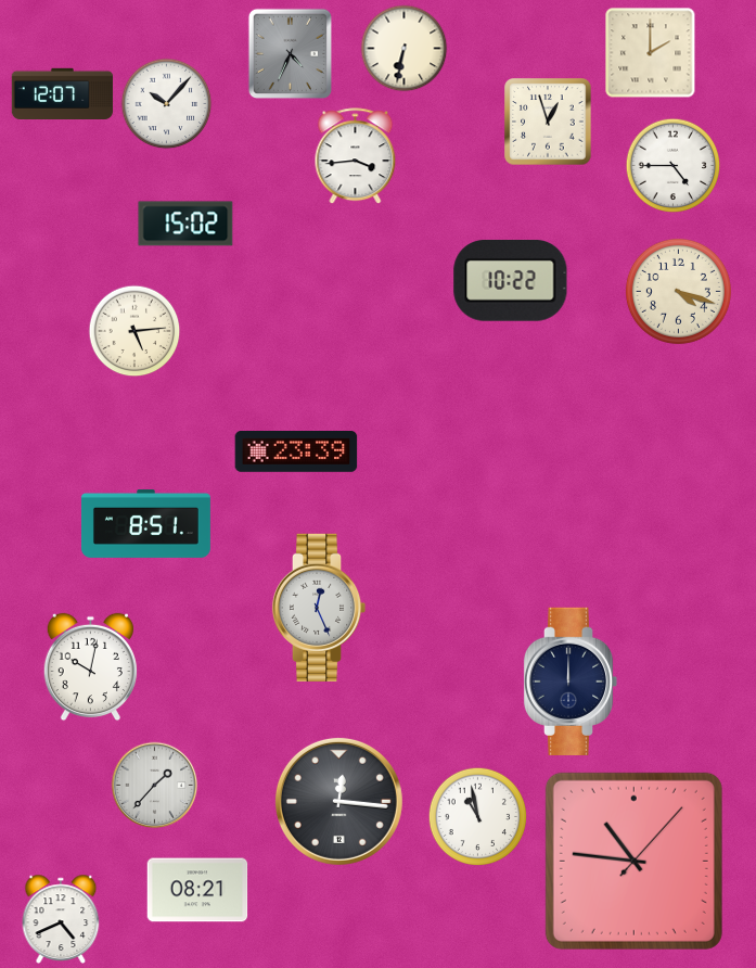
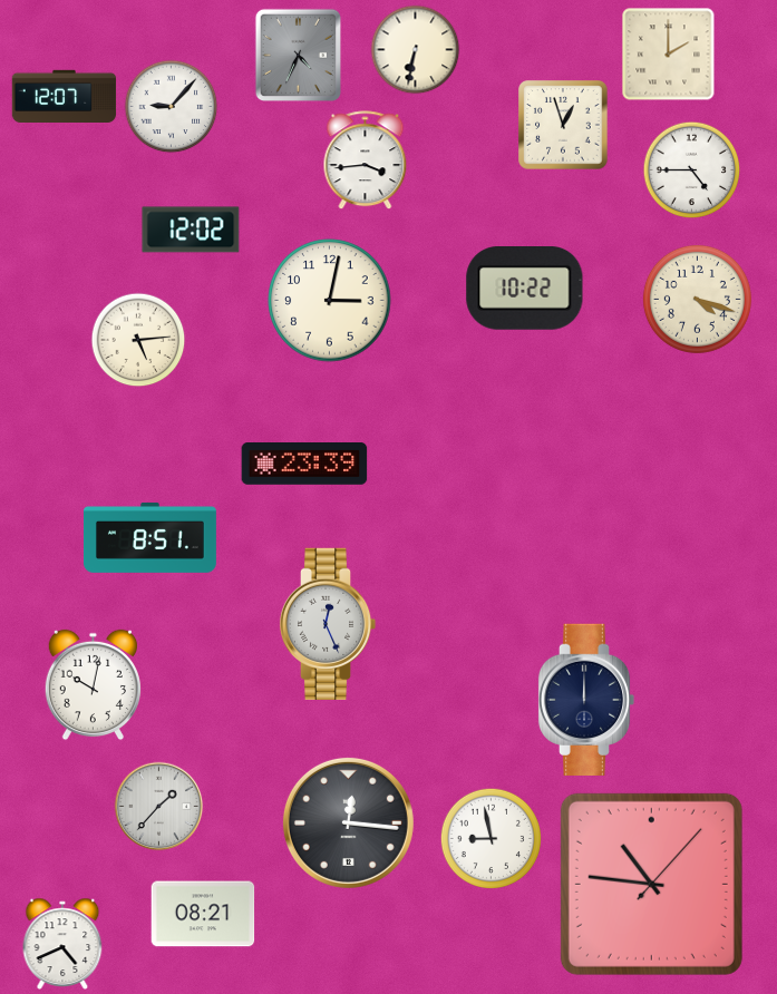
clock at (167, 104): 10:07 -> 9:07
clock at (185, 224): 15:02 -> 12:02
clock at (330, 301): none -> 3:02
clock at (477, 816): 10:58 -> 8:58
